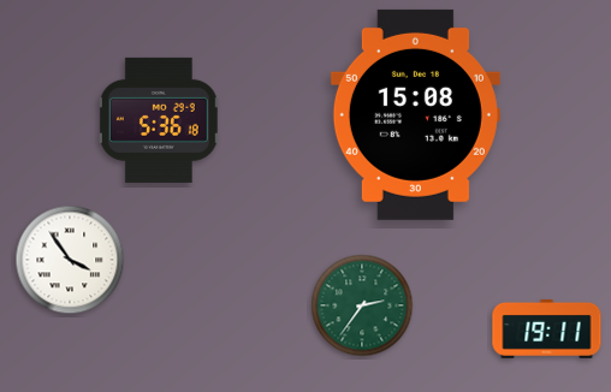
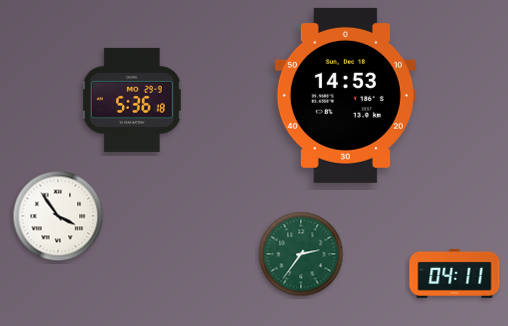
clock at (415, 114): 15:08 -> 14:53
clock at (547, 328): 19:11 -> 04:11
